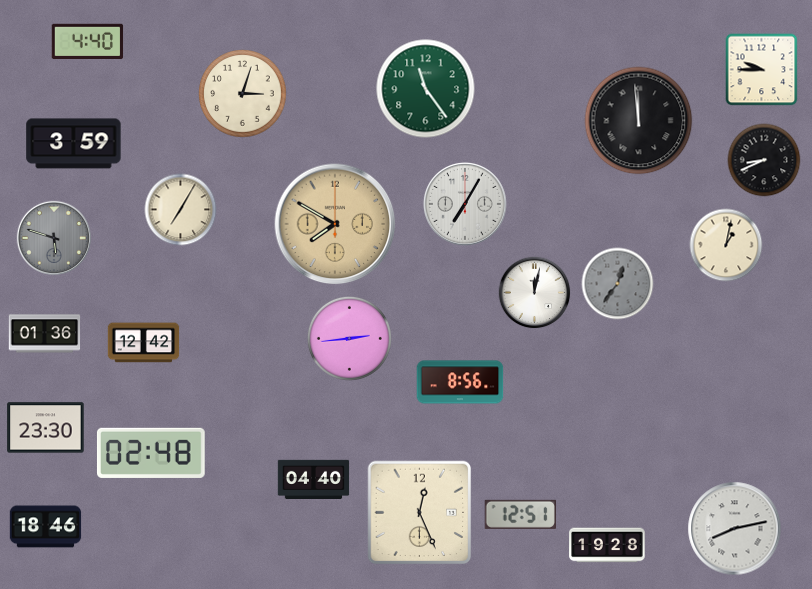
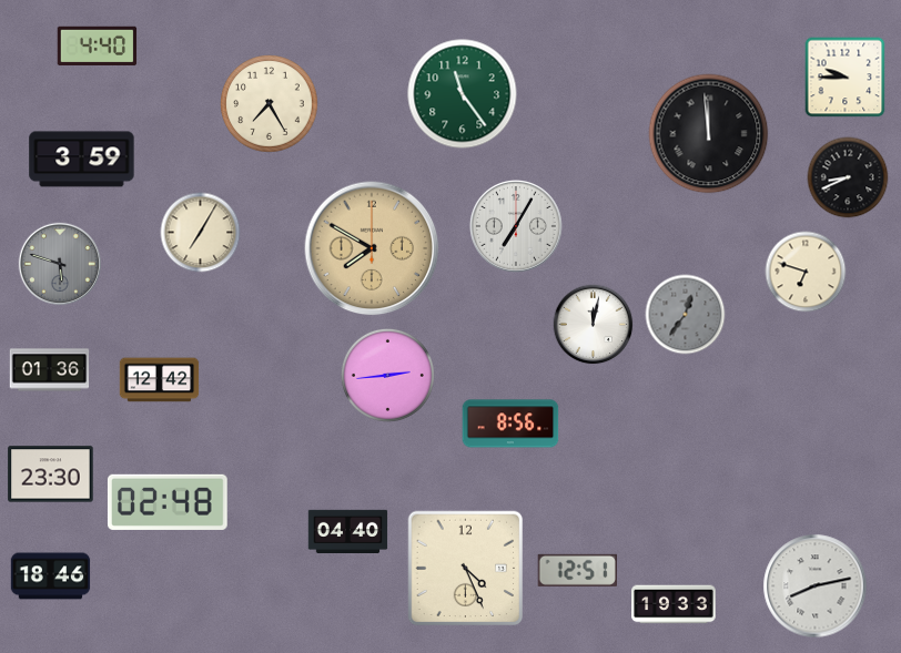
clock at (426, 89) position: (426, 89) -> (463, 94)
clock at (243, 94): 3:03 -> 7:25
clock at (726, 245): 1:02 -> 6:48
clock at (420, 513): 12:26 -> 4:26
clock at (46, 527) position: (46, 527) -> (51, 577)
clock at (607, 545): 19:28 -> 19:33
